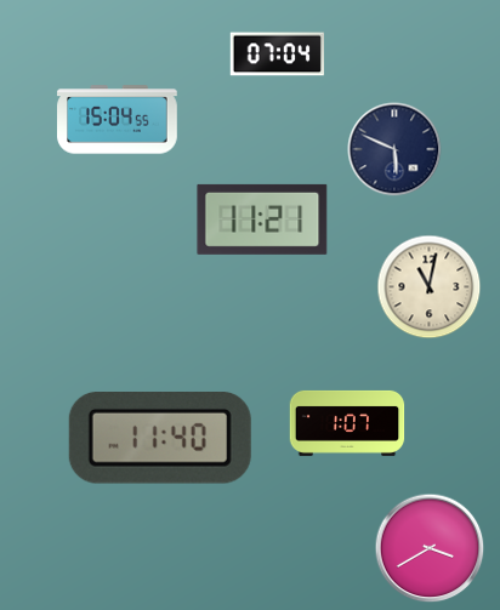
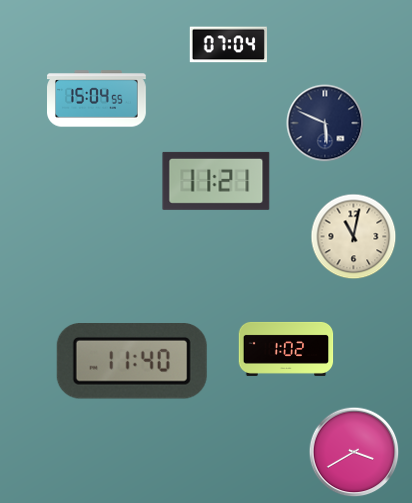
clock at (347, 423): 1:07 -> 1:02
